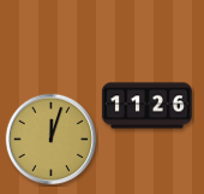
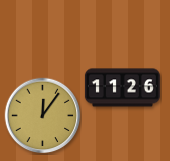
clock at (52, 140): 12:03 -> 12:06
